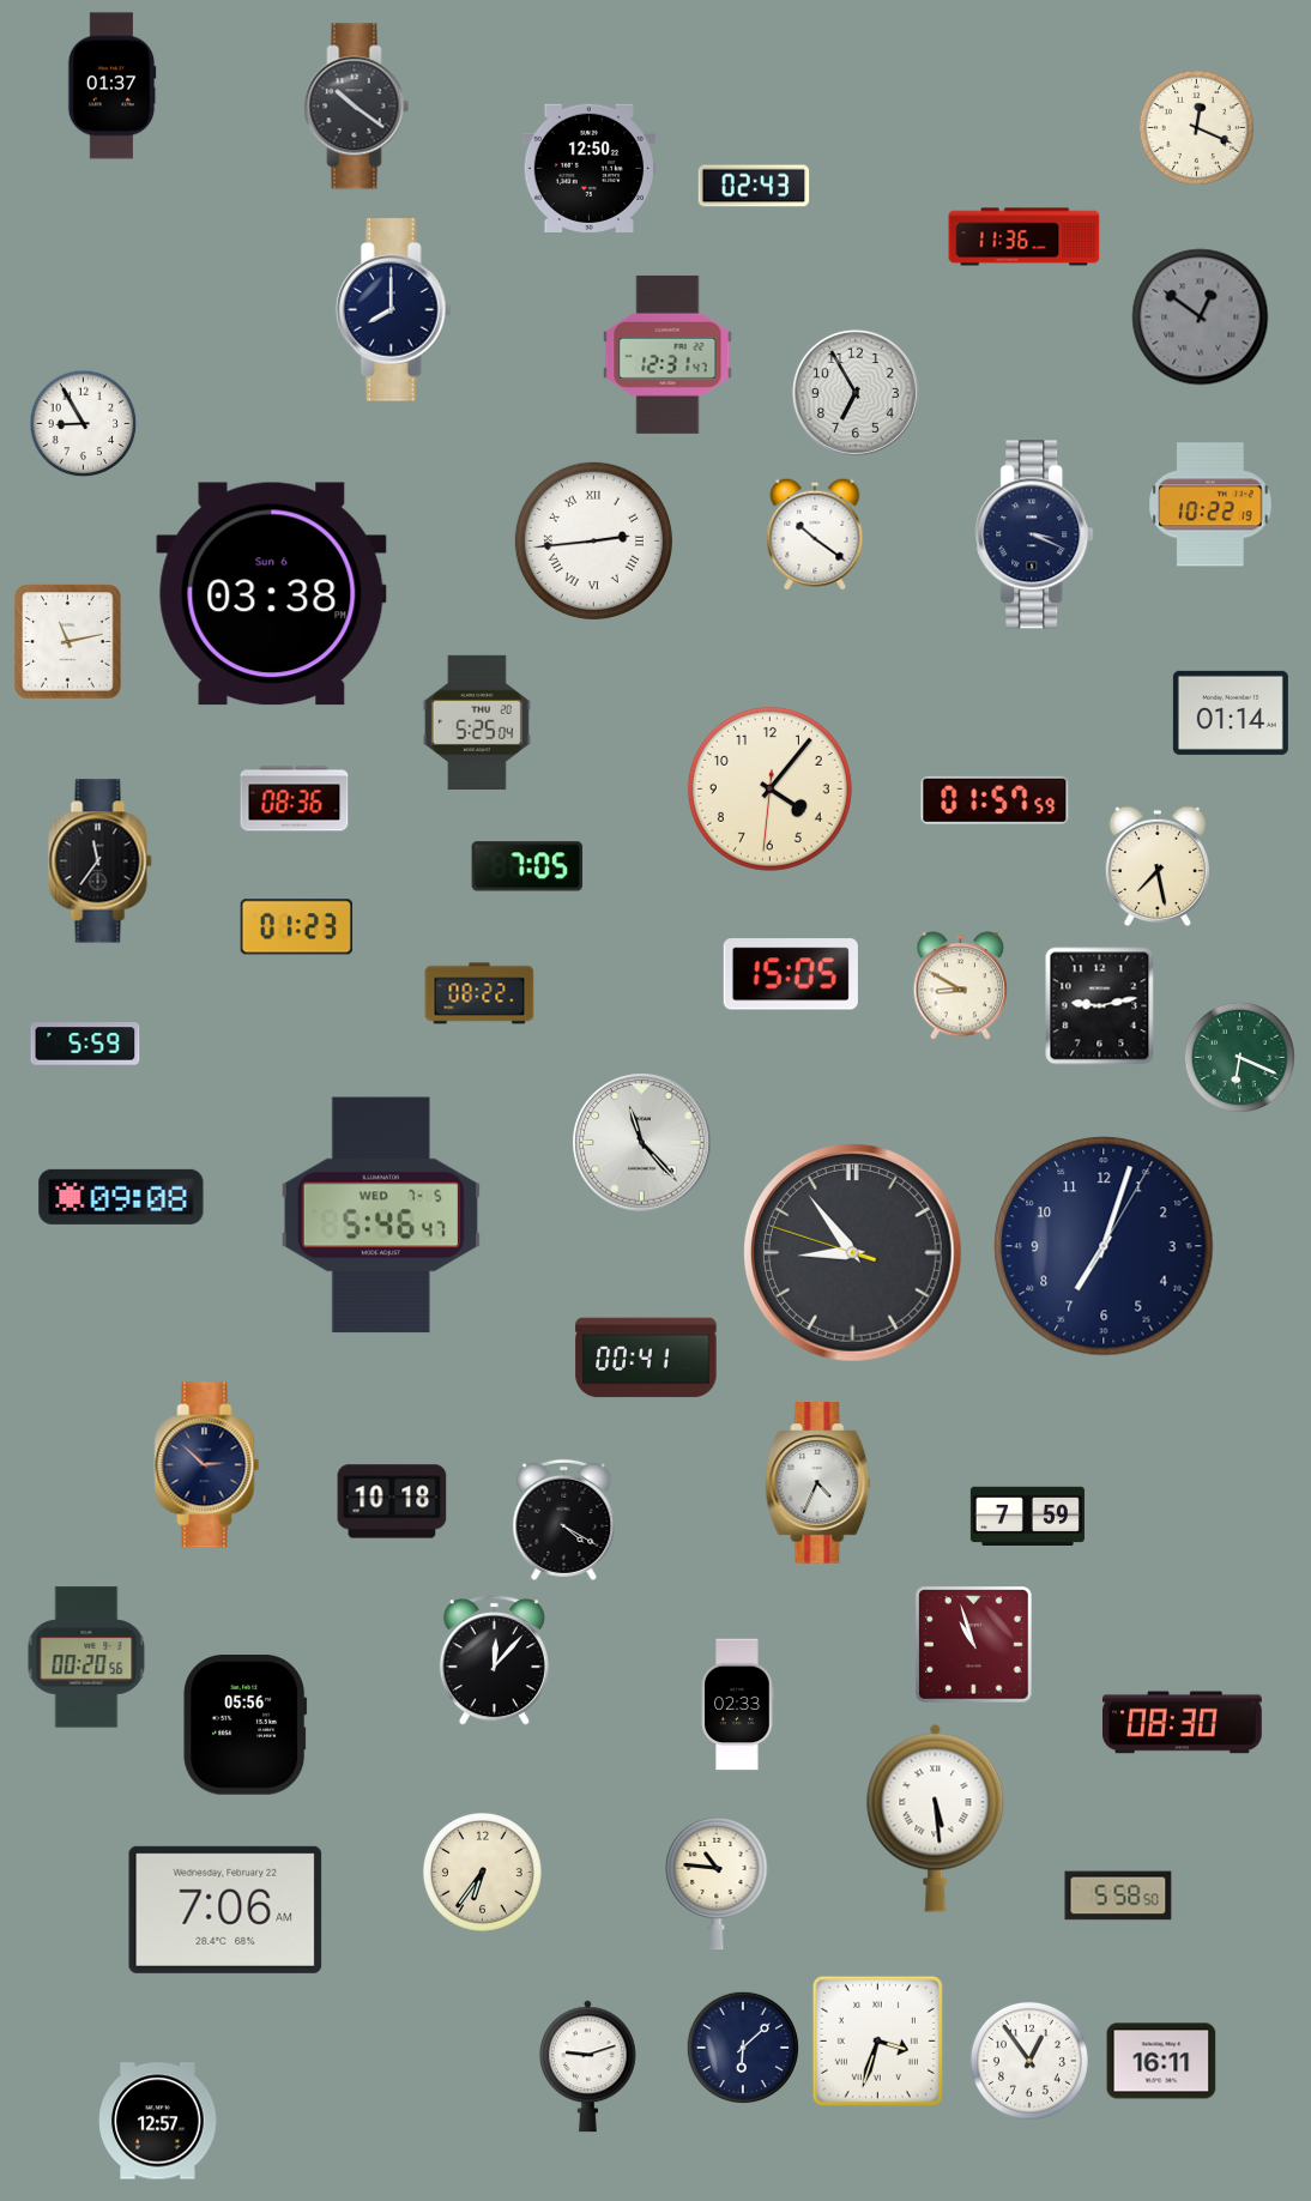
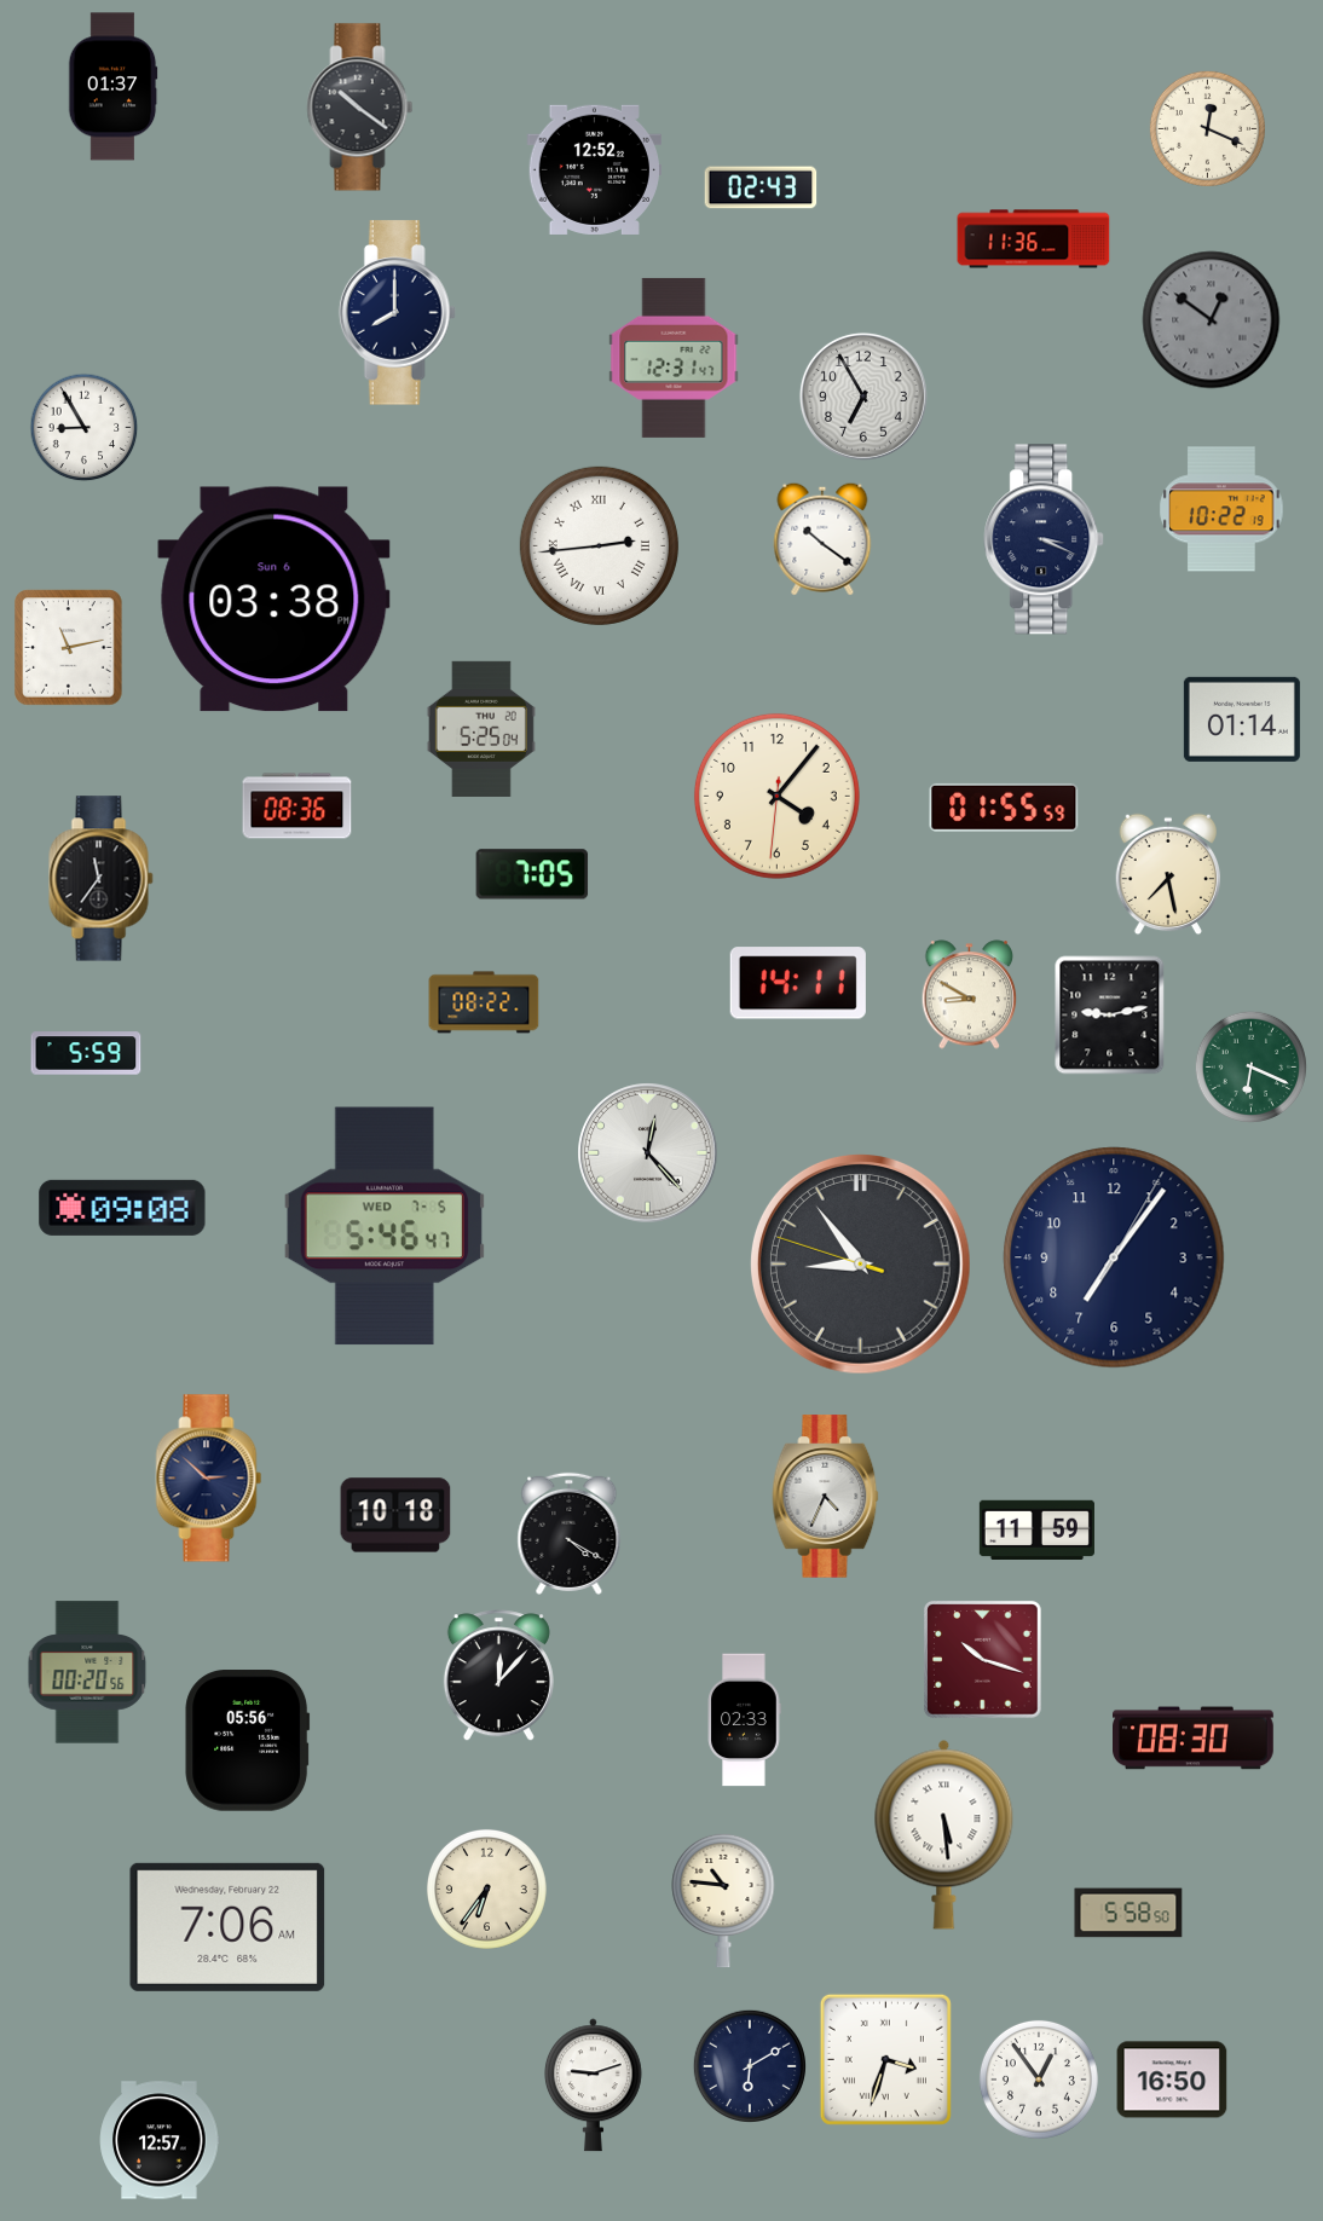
clock at (588, 168): 12:50 -> 12:52
clock at (995, 800): 01:57 -> 01:55
clock at (101, 861) position: (101, 861) -> (102, 879)
clock at (297, 927): 01:23 -> none
clock at (791, 974): 15:05 -> 14:11
clock at (642, 1143): 11:23 -> 12:23
clock at (1104, 1246): 7:03 -> 7:06
clock at (646, 1358): 00:41 -> none
clock at (1027, 1517): 7:59 -> 11:59
clock at (974, 1645): 10:57 -> 10:18
clock at (742, 2046): 6:08 -> 6:10
clock at (1161, 2061): 16:11 -> 16:50
